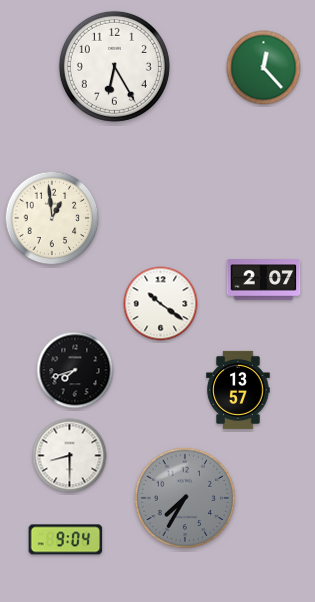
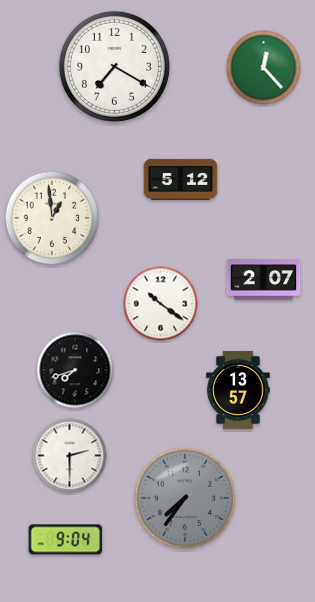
clock at (114, 66): 6:25 -> 7:20
clock at (181, 179): none -> 5:12
clock at (70, 456): 8:30 -> 2:30
clock at (185, 498): 7:35 -> 7:36
